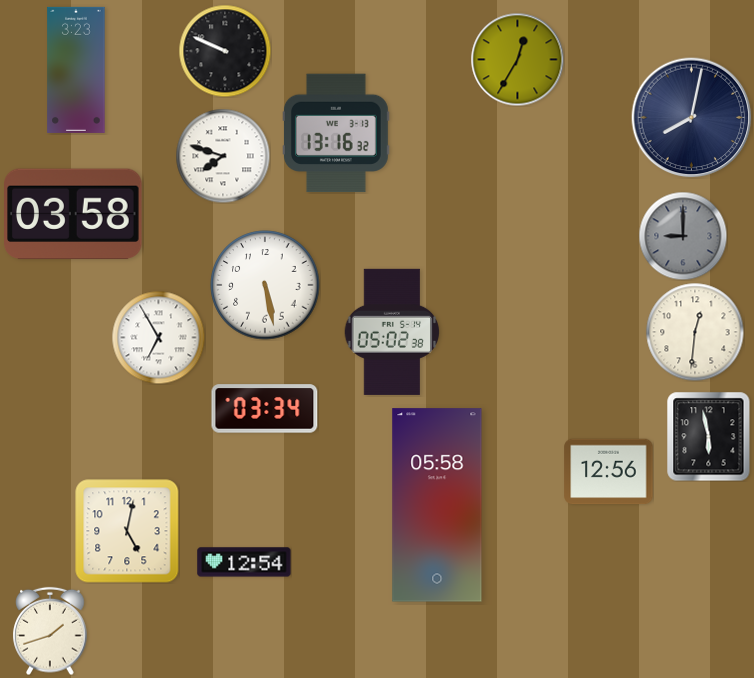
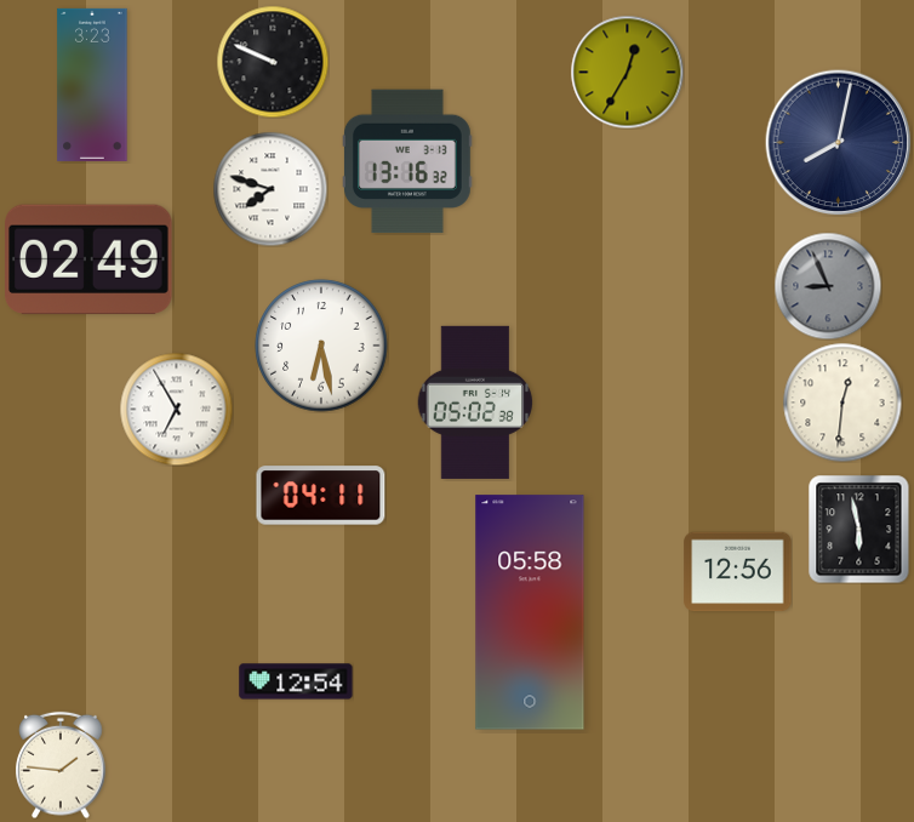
clock at (74, 214): 03:58 -> 02:49
clock at (683, 236): 9:00 -> 8:56
clock at (265, 285): 5:28 -> 6:28
clock at (158, 337) position: (158, 337) -> (176, 409)
clock at (265, 409): 03:34 -> 04:11
clock at (127, 531): 5:02 -> none
clock at (50, 631): 1:42 -> 1:46
